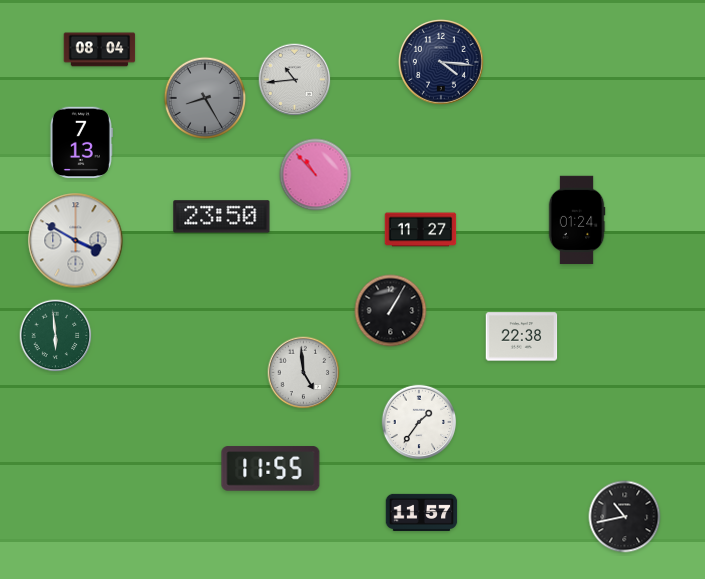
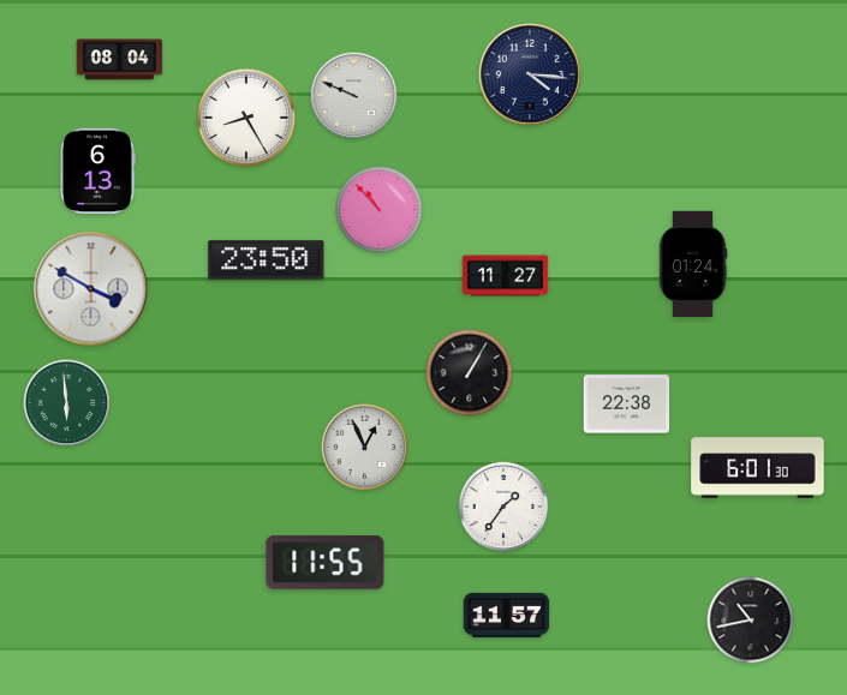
clock at (295, 80): 10:44 -> 9:49
clock at (204, 97) dial: grey -> white
clock at (81, 143): 7:13 -> 6:13
clock at (304, 373): 4:59 -> 12:56
clock at (758, 468): none -> 6:01
